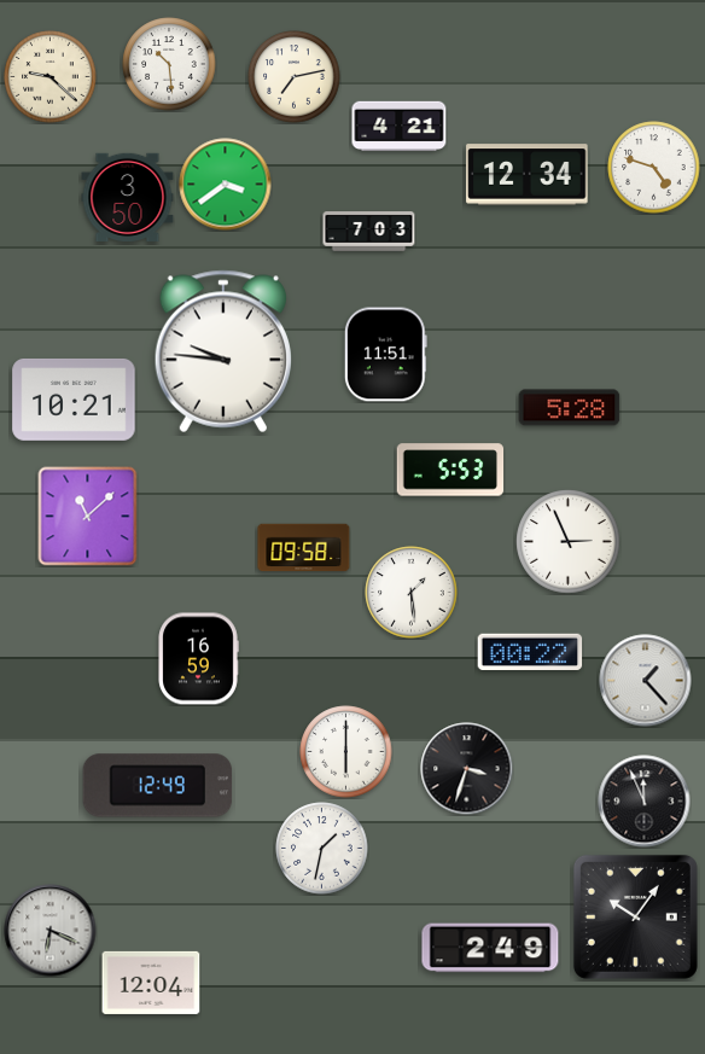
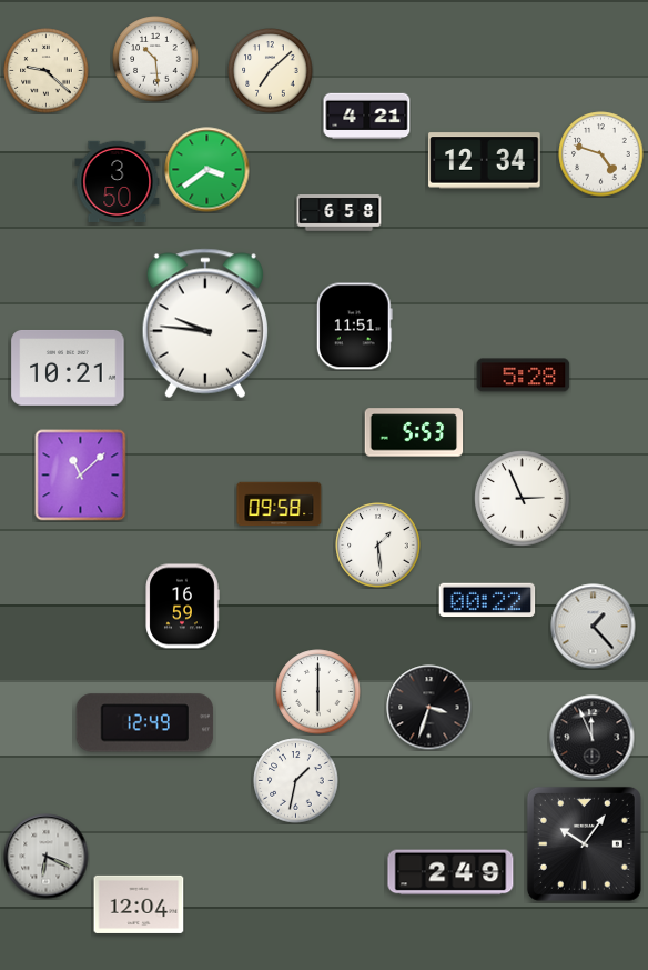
clock at (295, 77): 7:13 -> 7:08
clock at (369, 232): 7:03 -> 6:58
